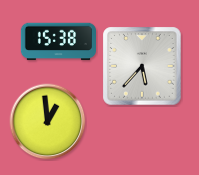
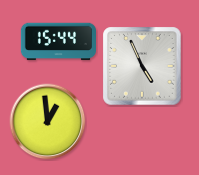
clock at (58, 42): 15:38 -> 15:44
clock at (142, 66): 5:37 -> 4:56
